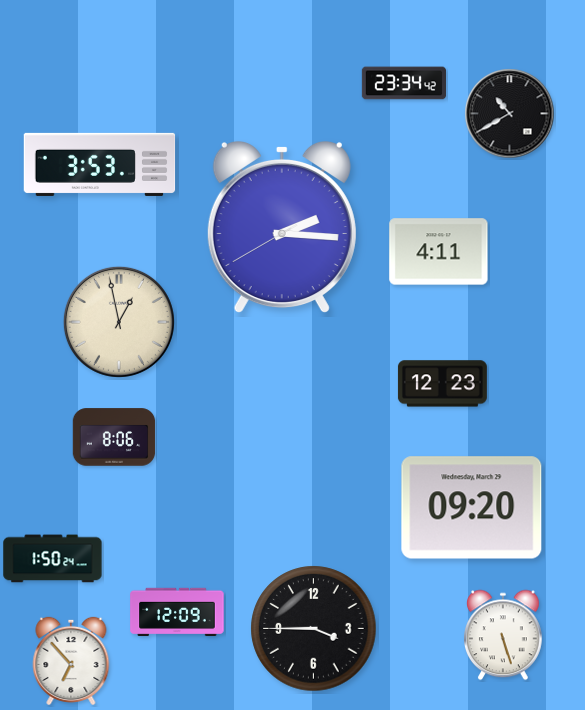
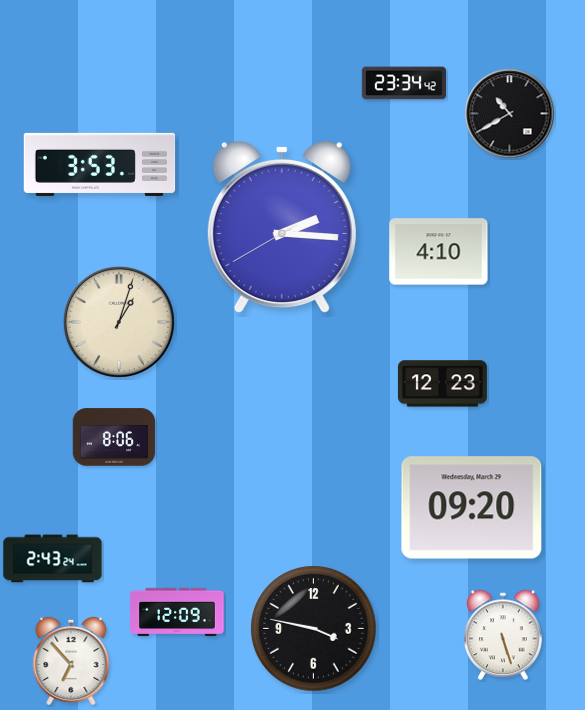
clock at (439, 252): 4:11 -> 4:10
clock at (119, 322): 12:58 -> 1:03
clock at (53, 559): 1:50 -> 2:43
clock at (314, 629): 3:45 -> 3:47
